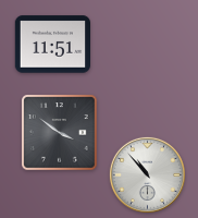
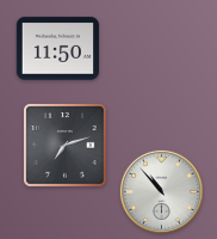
clock at (52, 45): 11:51 -> 11:50
clock at (60, 133): 3:51 -> 7:12
